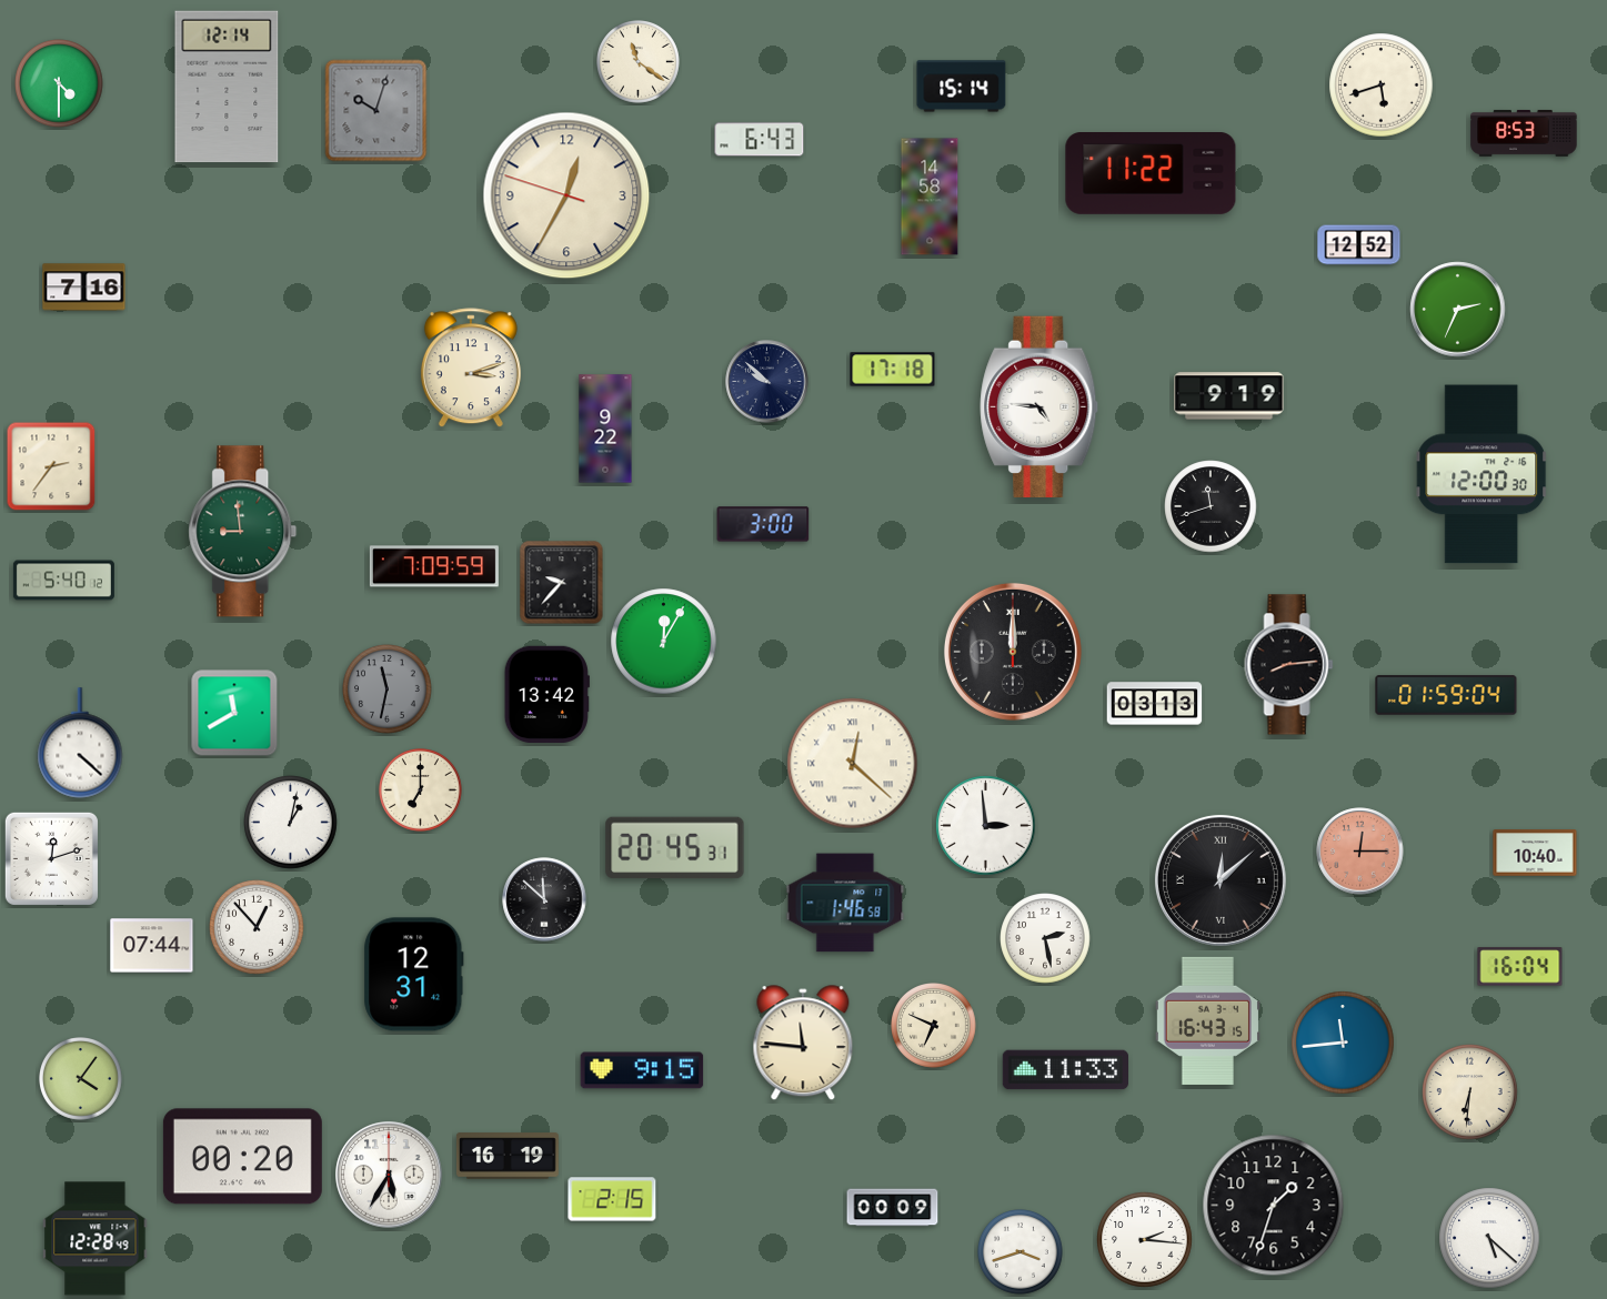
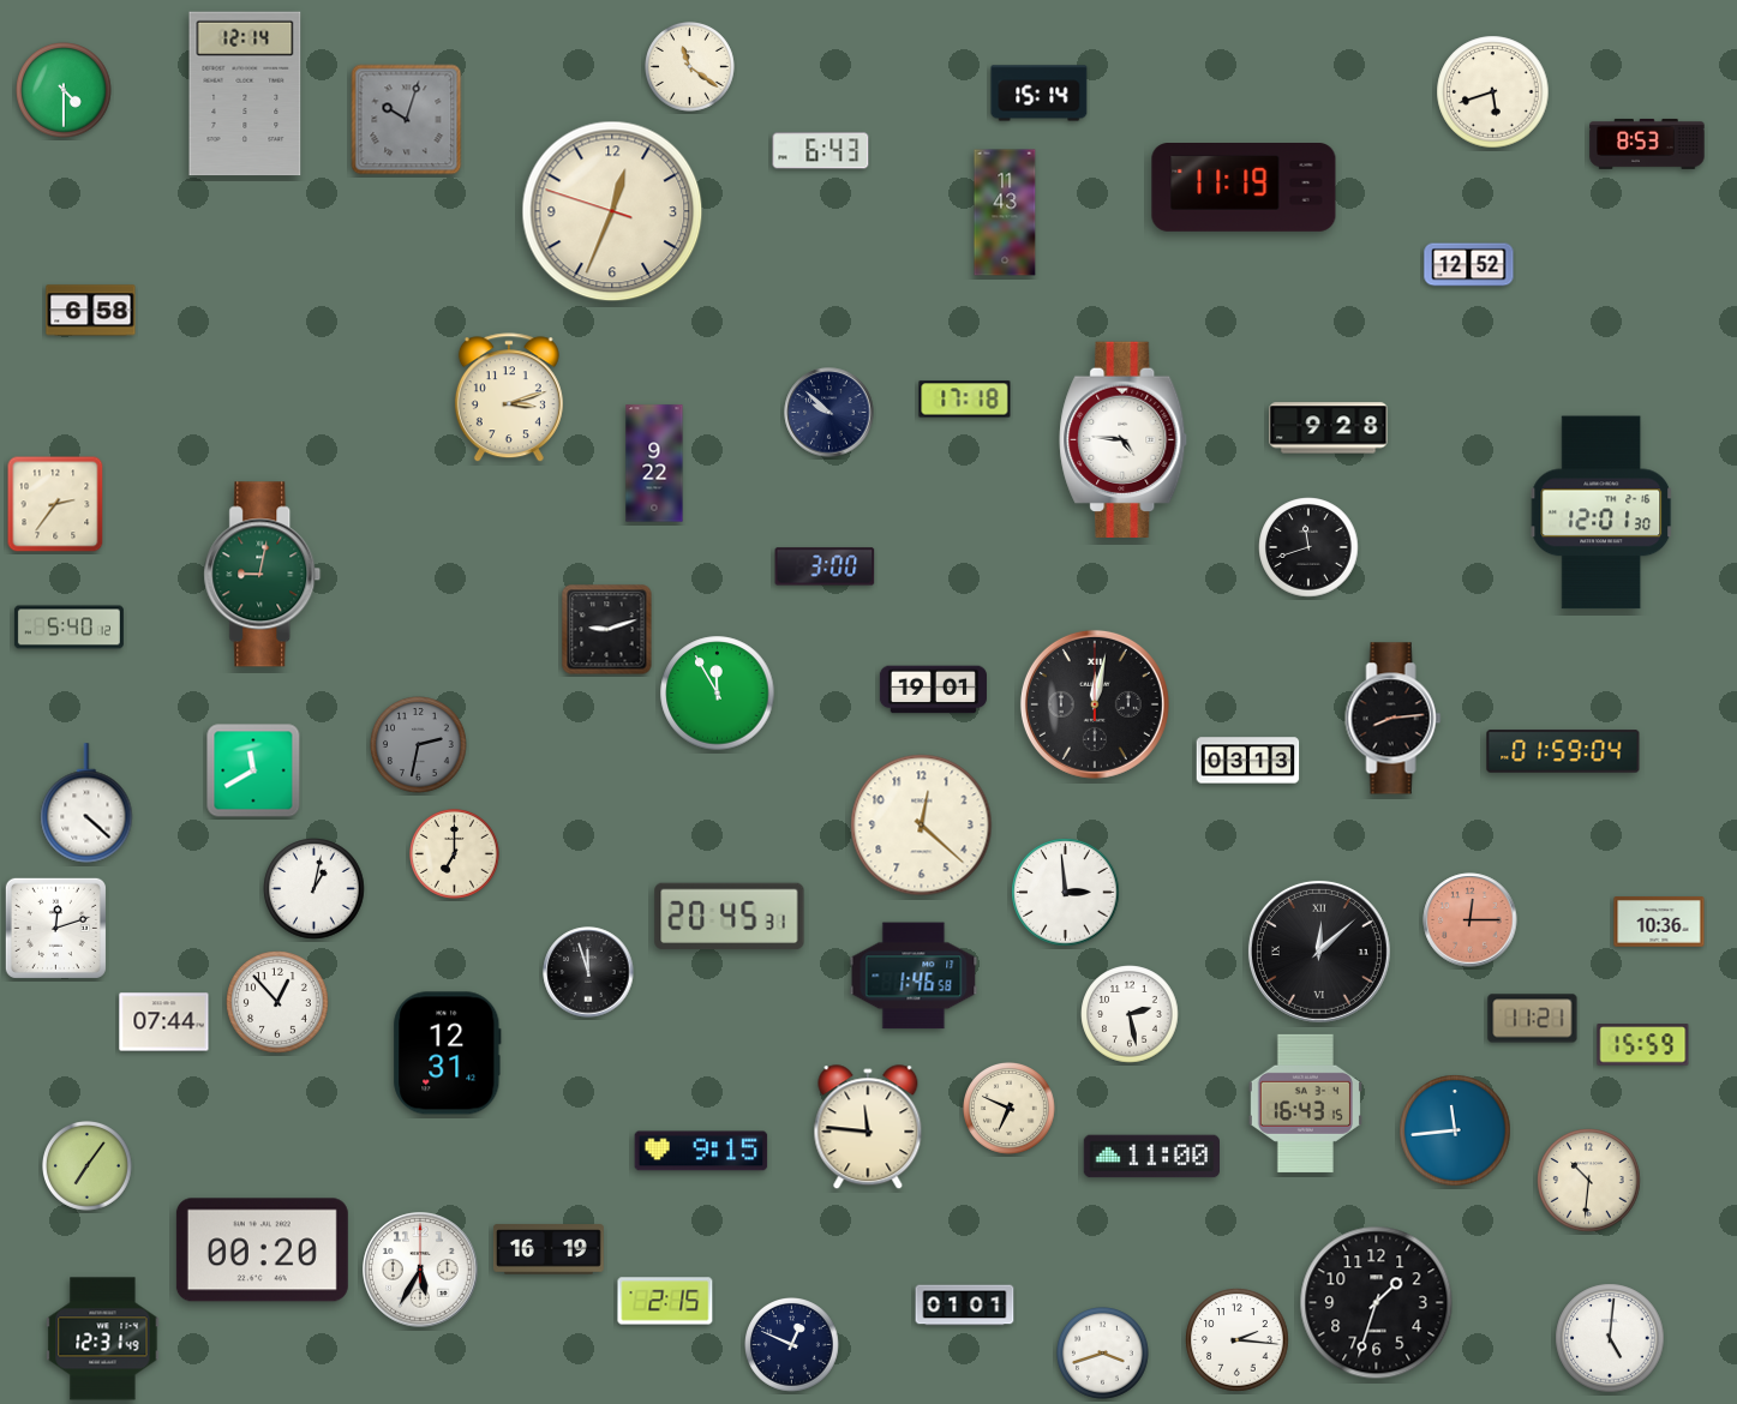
clock at (1151, 174): 11:22 -> 11:19
clock at (566, 195): 12:34 -> 12:33
clock at (930, 197): 14:58 -> 11:43
clock at (84, 288): 7:16 -> 6:58
clock at (1458, 310): 2:34 -> none
clock at (1229, 396): 9:19 -> 9:28
clock at (1482, 474): 12:00 -> 12:01
clock at (243, 532): 8:59 -> 9:02
clock at (434, 566): 7:09 -> none
clock at (562, 583): 9:37 -> 9:12
clock at (933, 690): none -> 19:01
clock at (664, 642): 12:05 -> 11:55
clock at (1013, 652): 12:00 -> 12:02
clock at (388, 689): 11:32 -> 2:32
clock at (546, 694): 13:42 -> none
clock at (853, 764) numerals: Roman -> Arabic
clock at (1535, 853): 10:40 -> 10:36
clock at (544, 899): 11:52 -> 11:57
clock at (1533, 1019): none -> 11:21
clock at (1520, 967): 16:04 -> 15:59
clock at (1343, 1043) position: (1343, 1043) -> (1455, 1130)
clock at (642, 1070) position: (642, 1070) -> (701, 1151)
clock at (1065, 1070): 11:33 -> 11:00
clock at (81, 1079): 4:06 -> 7:06
clock at (1470, 1092): 6:31 -> 10:31
clock at (612, 1199) position: (612, 1199) -> (665, 1301)
clock at (893, 1208): 00:09 -> 01:01
clock at (1489, 1238): 5:22 -> 5:01
clock at (96, 1239): 12:28 -> 12:31
clock at (792, 1345): none -> 12:49
